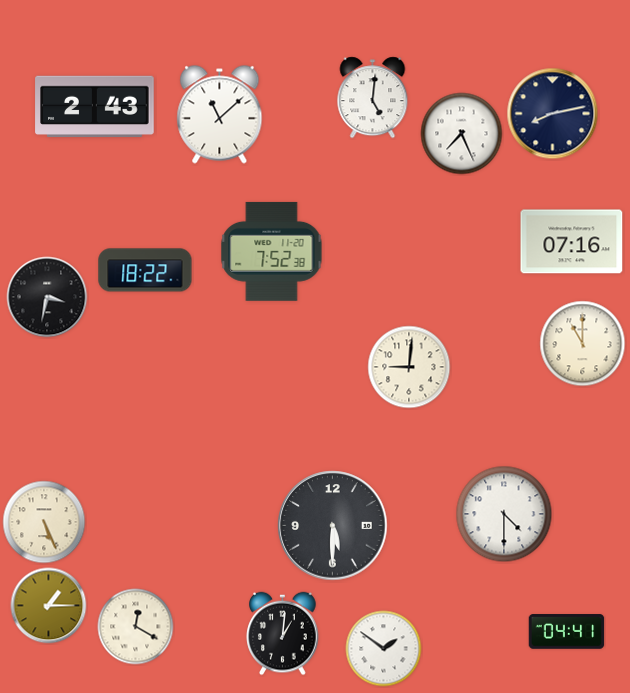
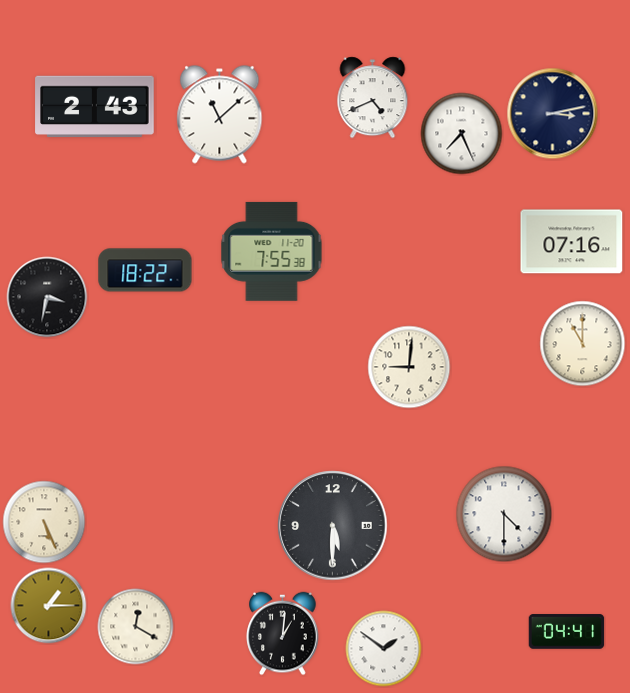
clock at (373, 98): 5:01 -> 4:41
clock at (553, 114): 8:13 -> 3:13
clock at (272, 251): 7:52 -> 7:55
